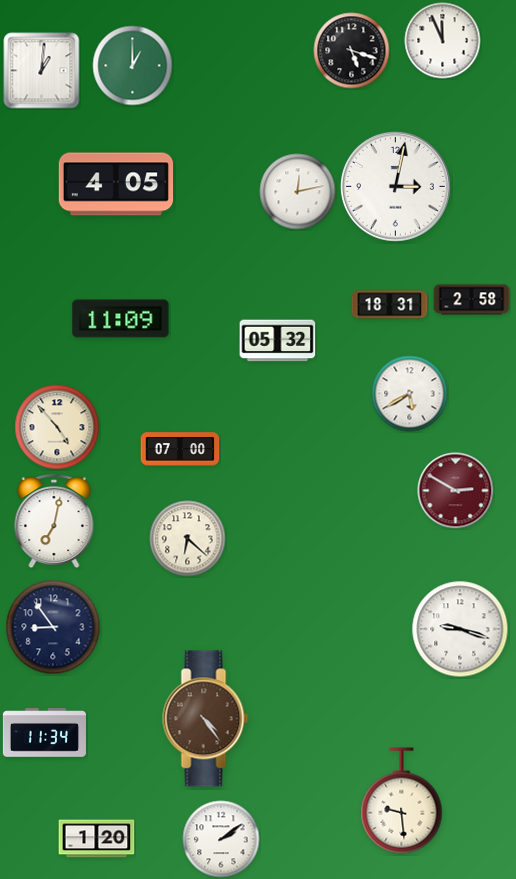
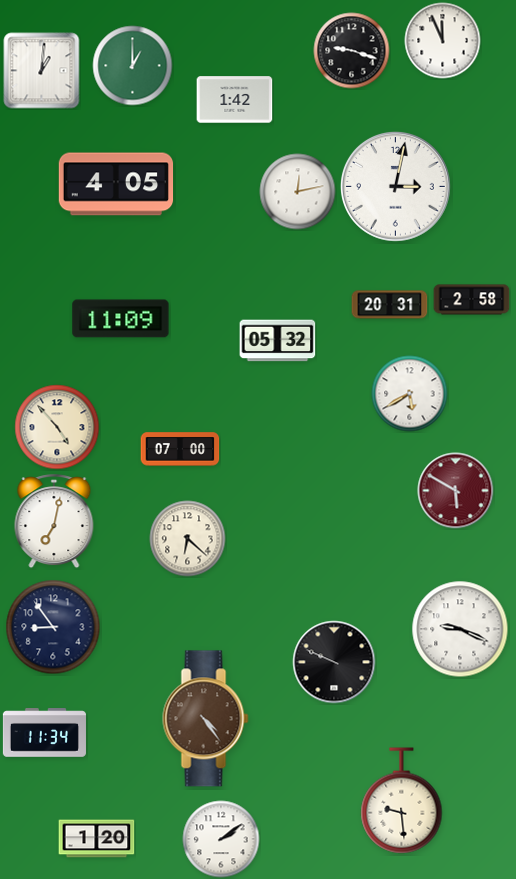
clock at (352, 51): 5:18 -> 9:18
clock at (235, 100): none -> 1:42
clock at (390, 305): 18:31 -> 20:31
clock at (456, 491): 2:50 -> 5:50
clock at (460, 629): 9:18 -> 9:19
clock at (334, 662): none -> 9:49
